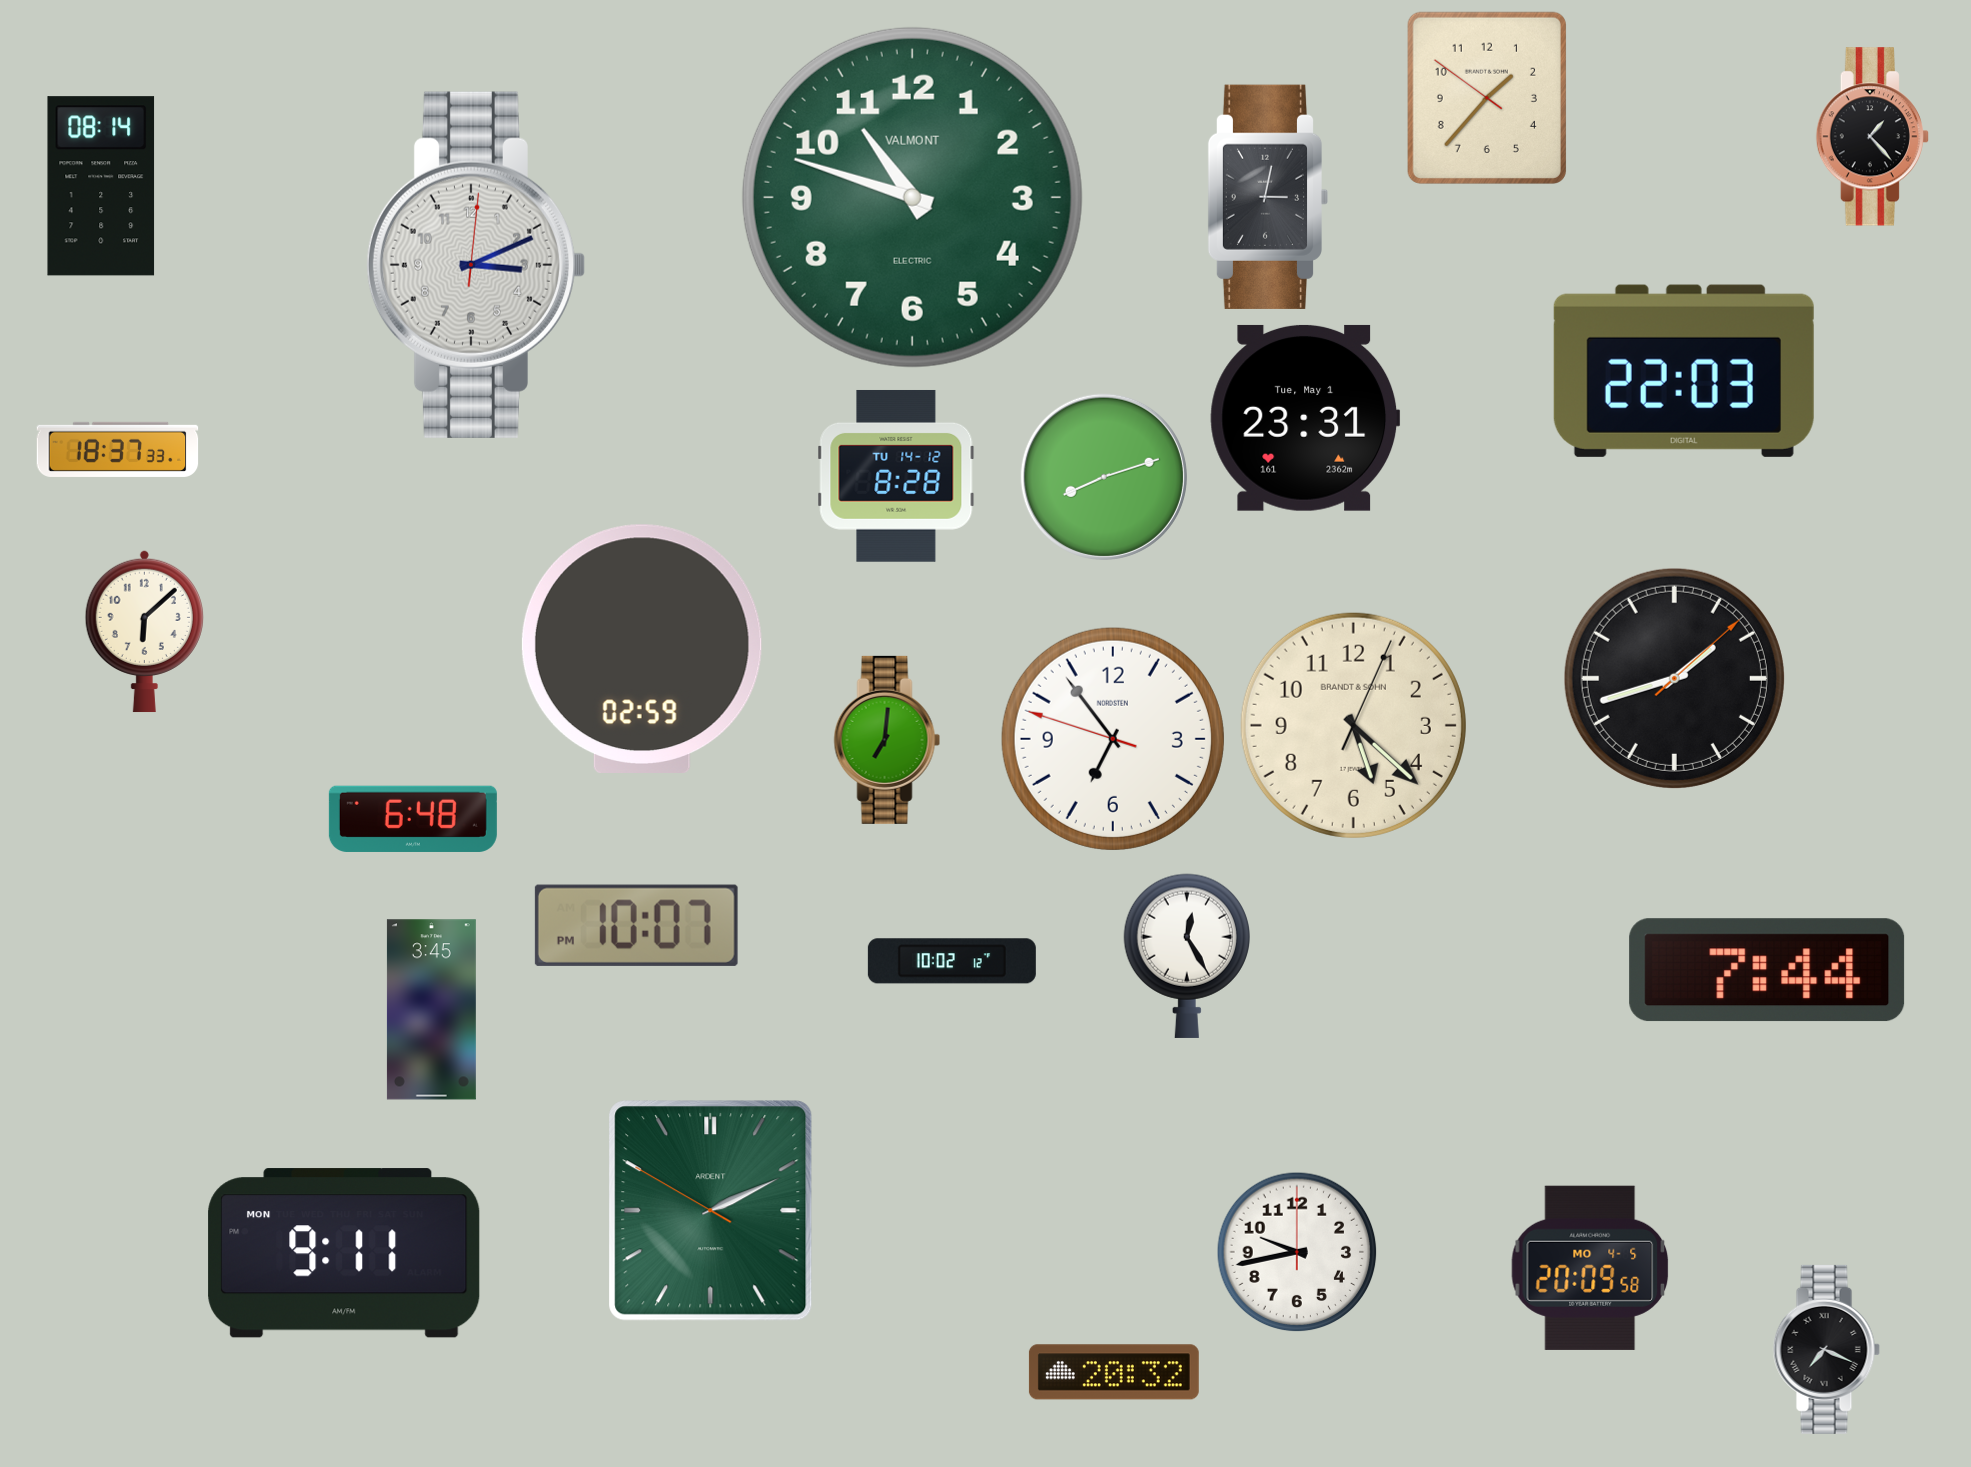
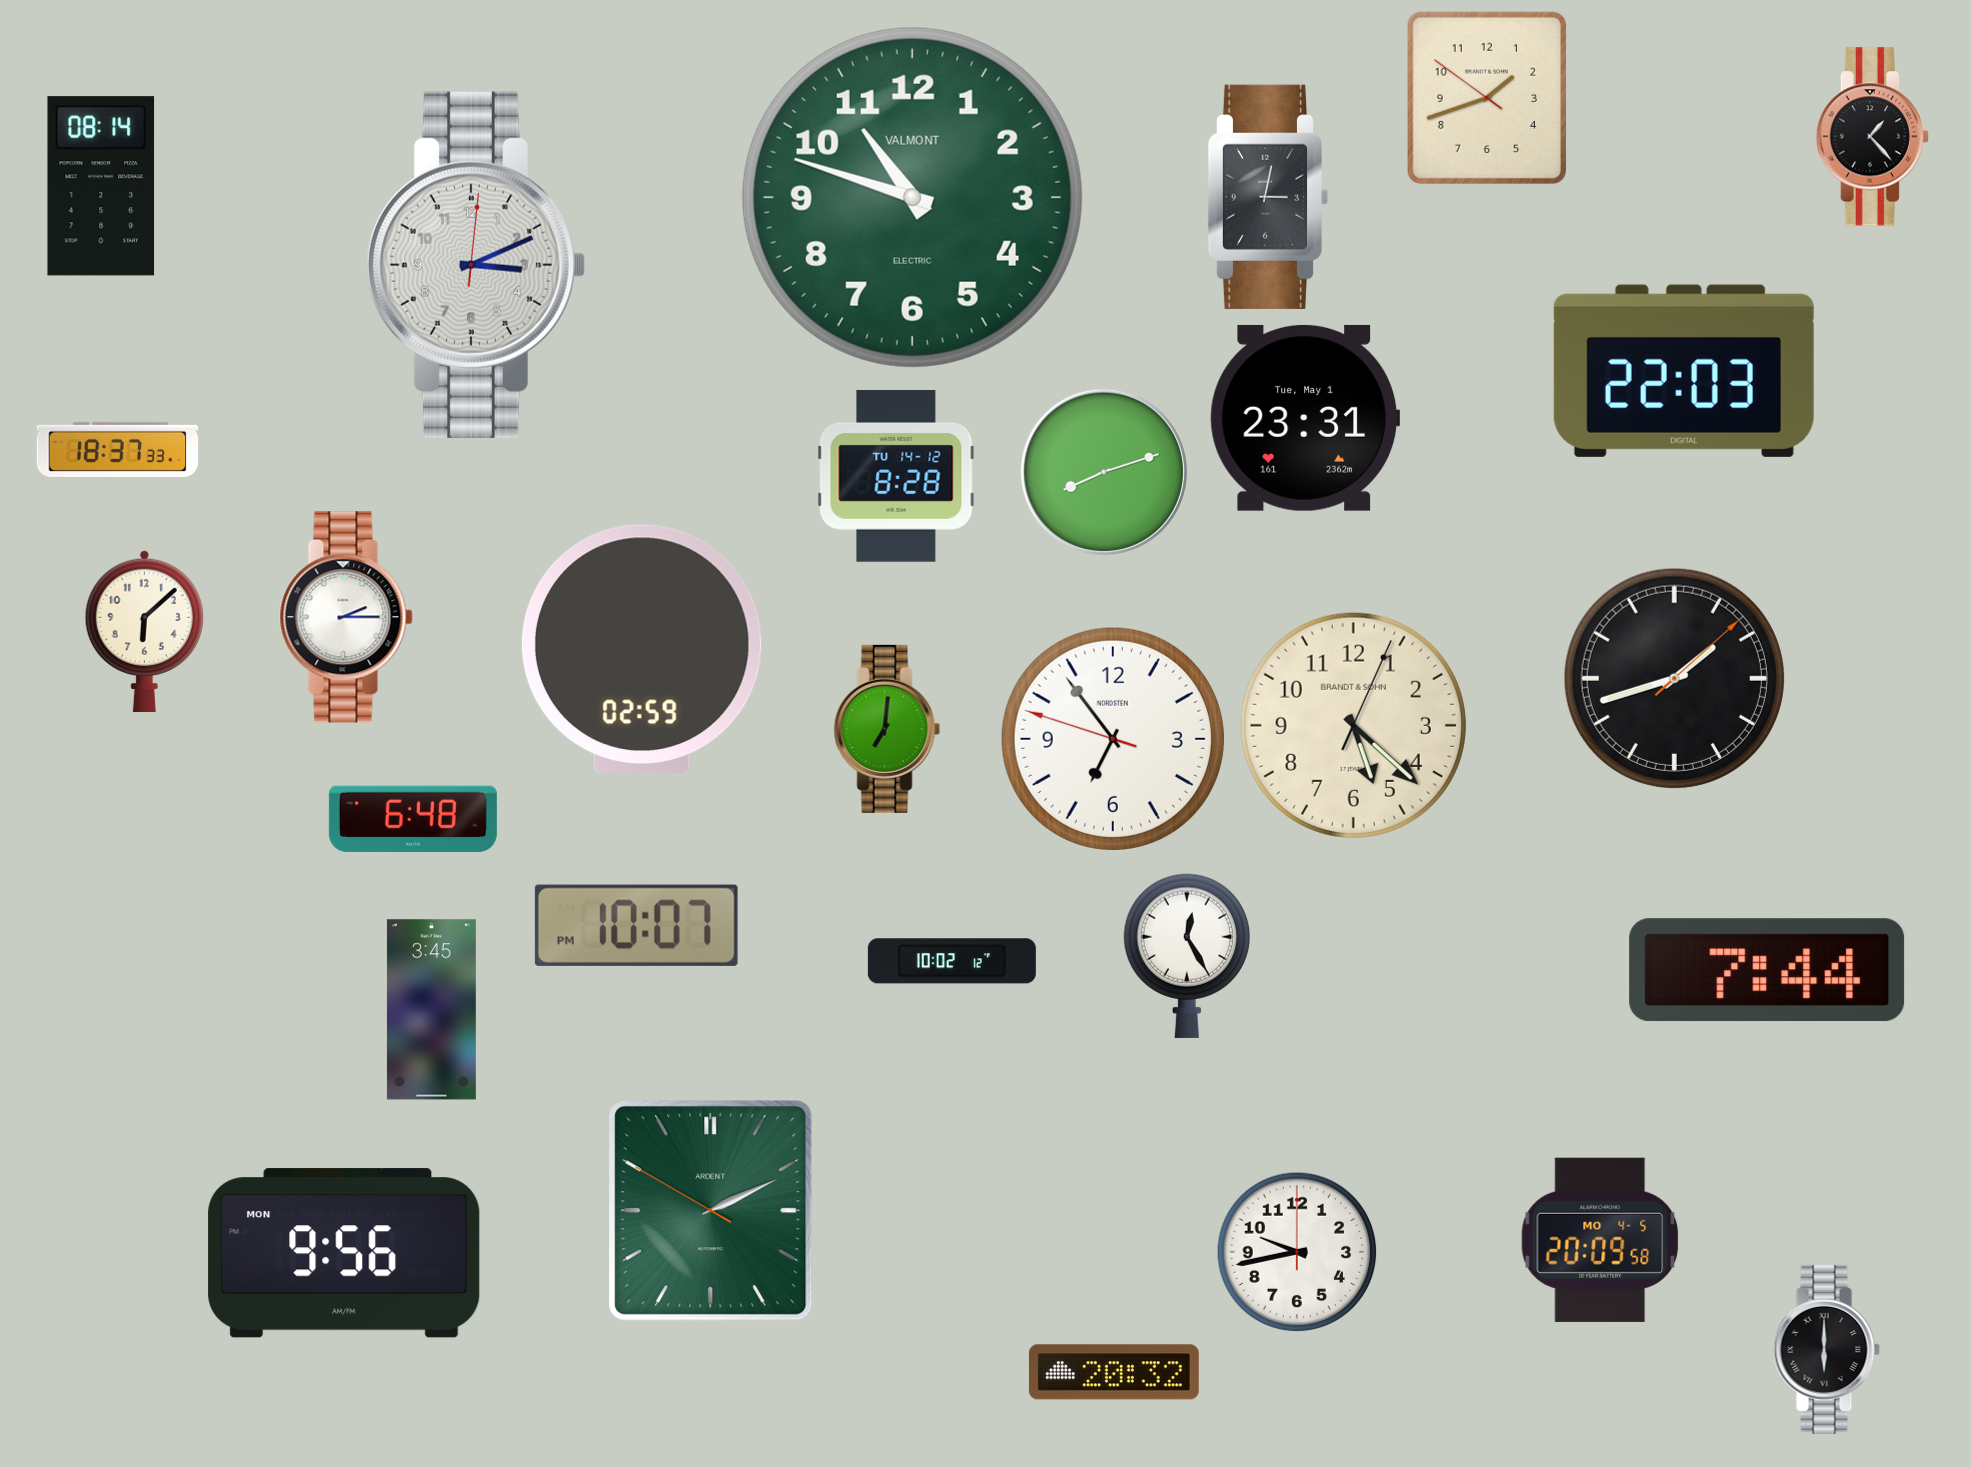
clock at (1487, 98): 1:36 -> 1:41
clock at (1104, 477) position: (1104, 477) -> (1104, 472)
clock at (346, 617): none -> 2:15
clock at (887, 740) position: (887, 740) -> (887, 729)
clock at (344, 1253): 9:11 -> 9:56
clock at (1590, 1268) position: (1590, 1268) -> (1600, 1240)
clock at (1826, 1349): 7:19 -> 6:00
